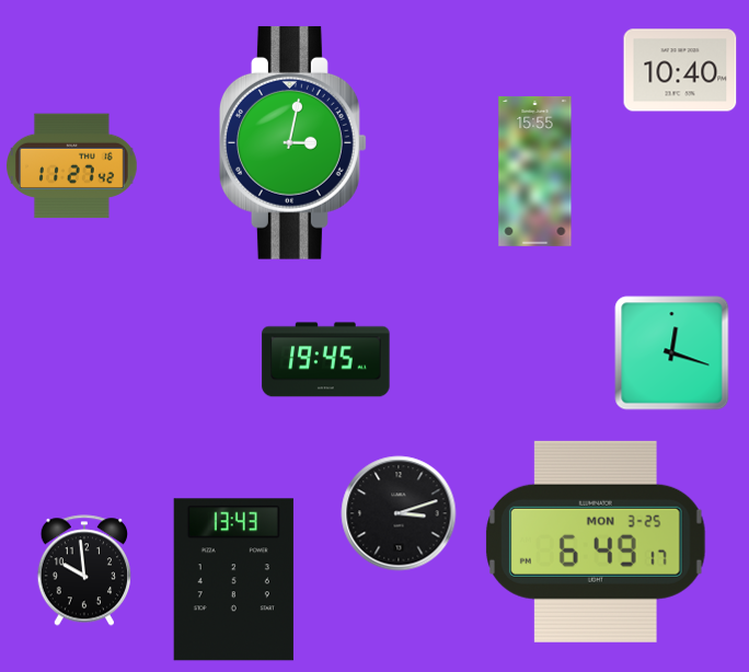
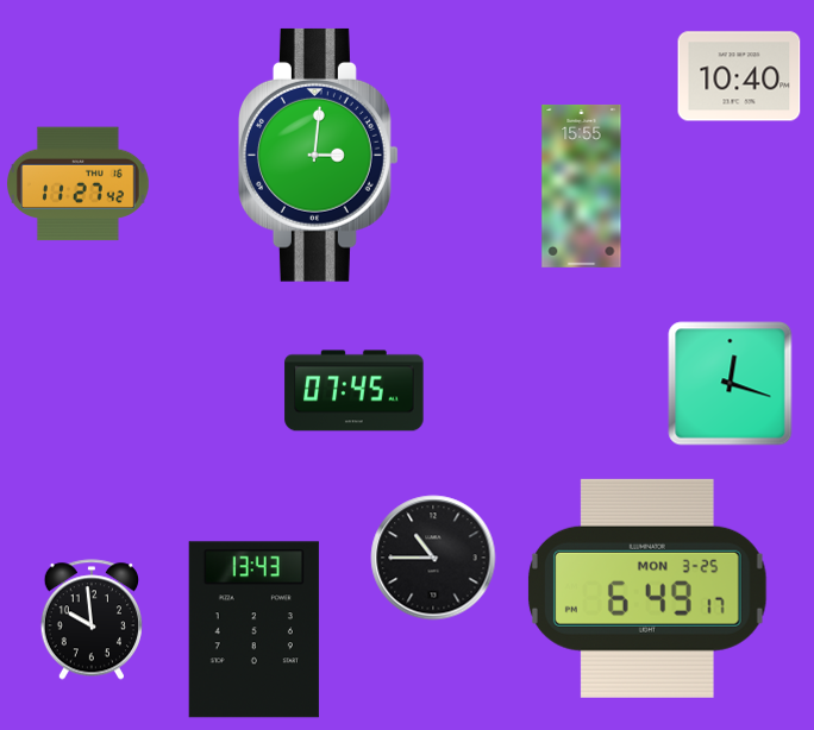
clock at (292, 142): 3:02 -> 3:01
clock at (72, 166) position: (72, 166) -> (79, 184)
clock at (326, 360): 19:45 -> 07:45
clock at (399, 513): 3:12 -> 10:45
